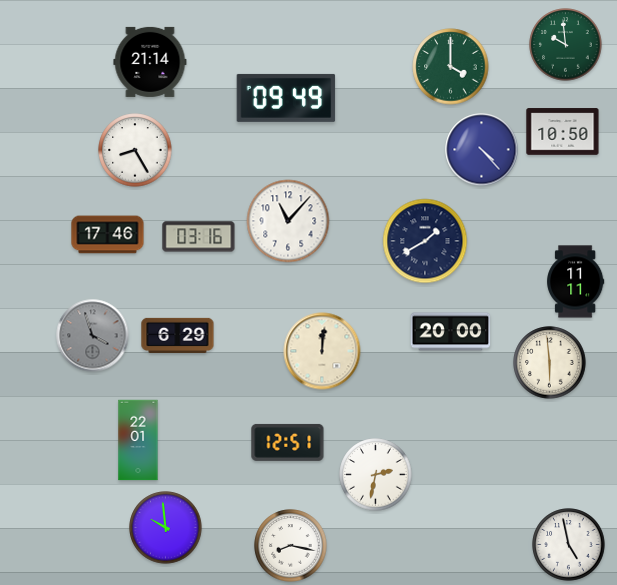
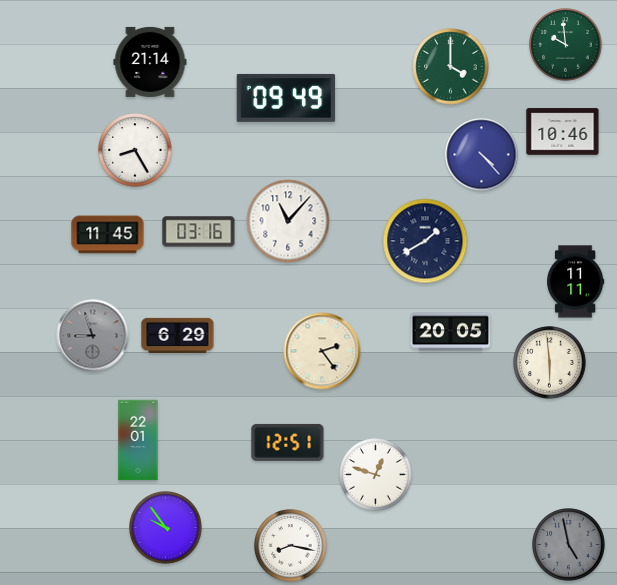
clock at (563, 132): 10:50 -> 10:46
clock at (482, 150) position: (482, 150) -> (482, 155)
clock at (108, 235): 17:46 -> 11:45
clock at (199, 237) position: (199, 237) -> (199, 232)
clock at (451, 332): 20:00 -> 20:05
clock at (93, 336): 3:57 -> 8:57
clock at (322, 351): 12:01 -> 2:24
clock at (376, 475): 2:32 -> 12:48
clock at (166, 528): 9:59 -> 9:54
clock at (569, 545) dial: white -> grey
